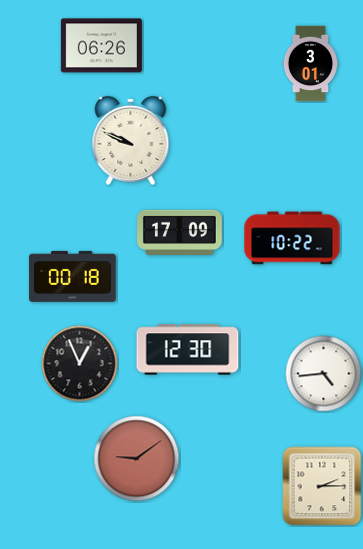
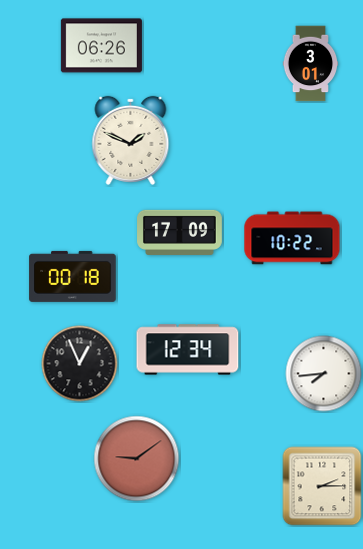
clock at (131, 140): 9:49 -> 1:49
clock at (188, 350): 12:30 -> 12:34
clock at (324, 374): 4:44 -> 7:44
